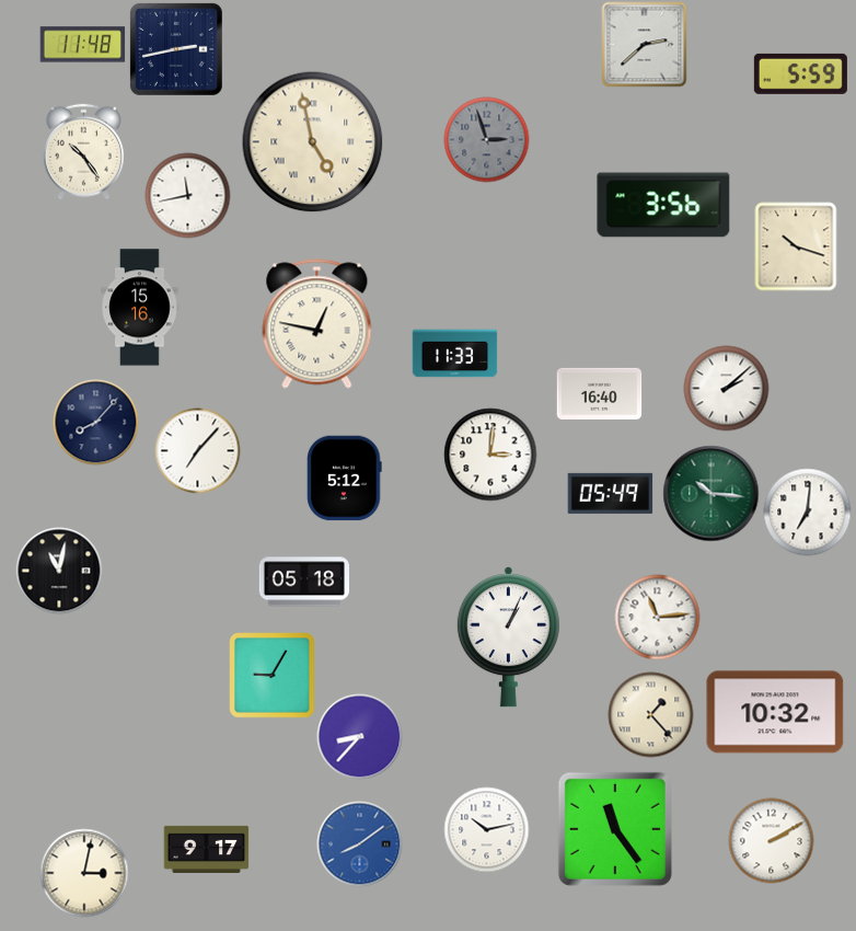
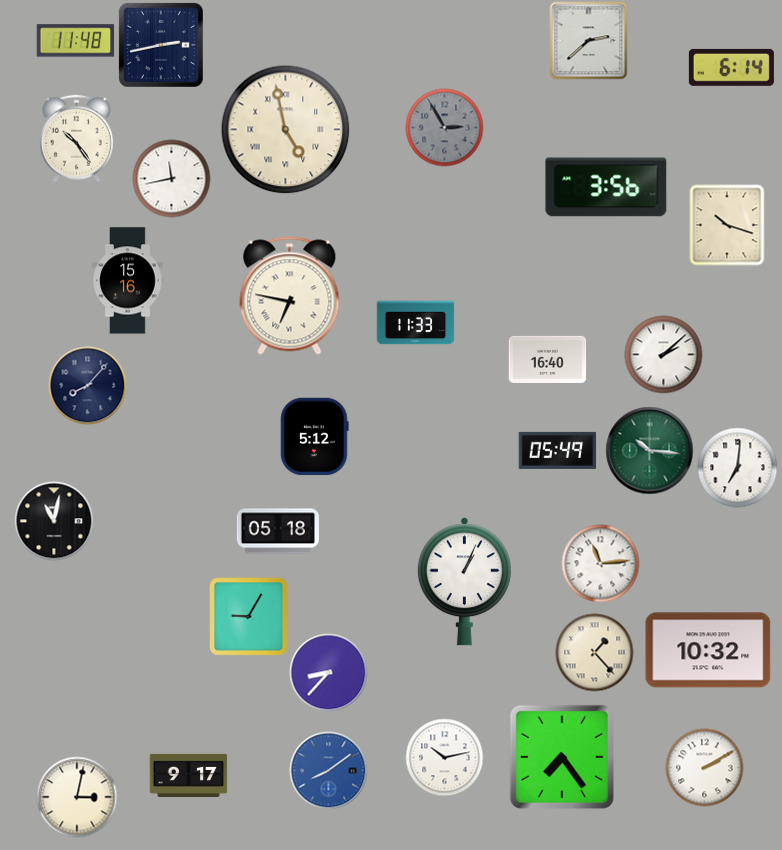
clock at (800, 73): 5:59 -> 6:14
clock at (486, 139): 2:57 -> 2:55
clock at (317, 324): 12:47 -> 6:47
clock at (197, 450): 7:07 -> none
clock at (490, 455): 3:01 -> none
clock at (615, 829): 11:24 -> 7:24
